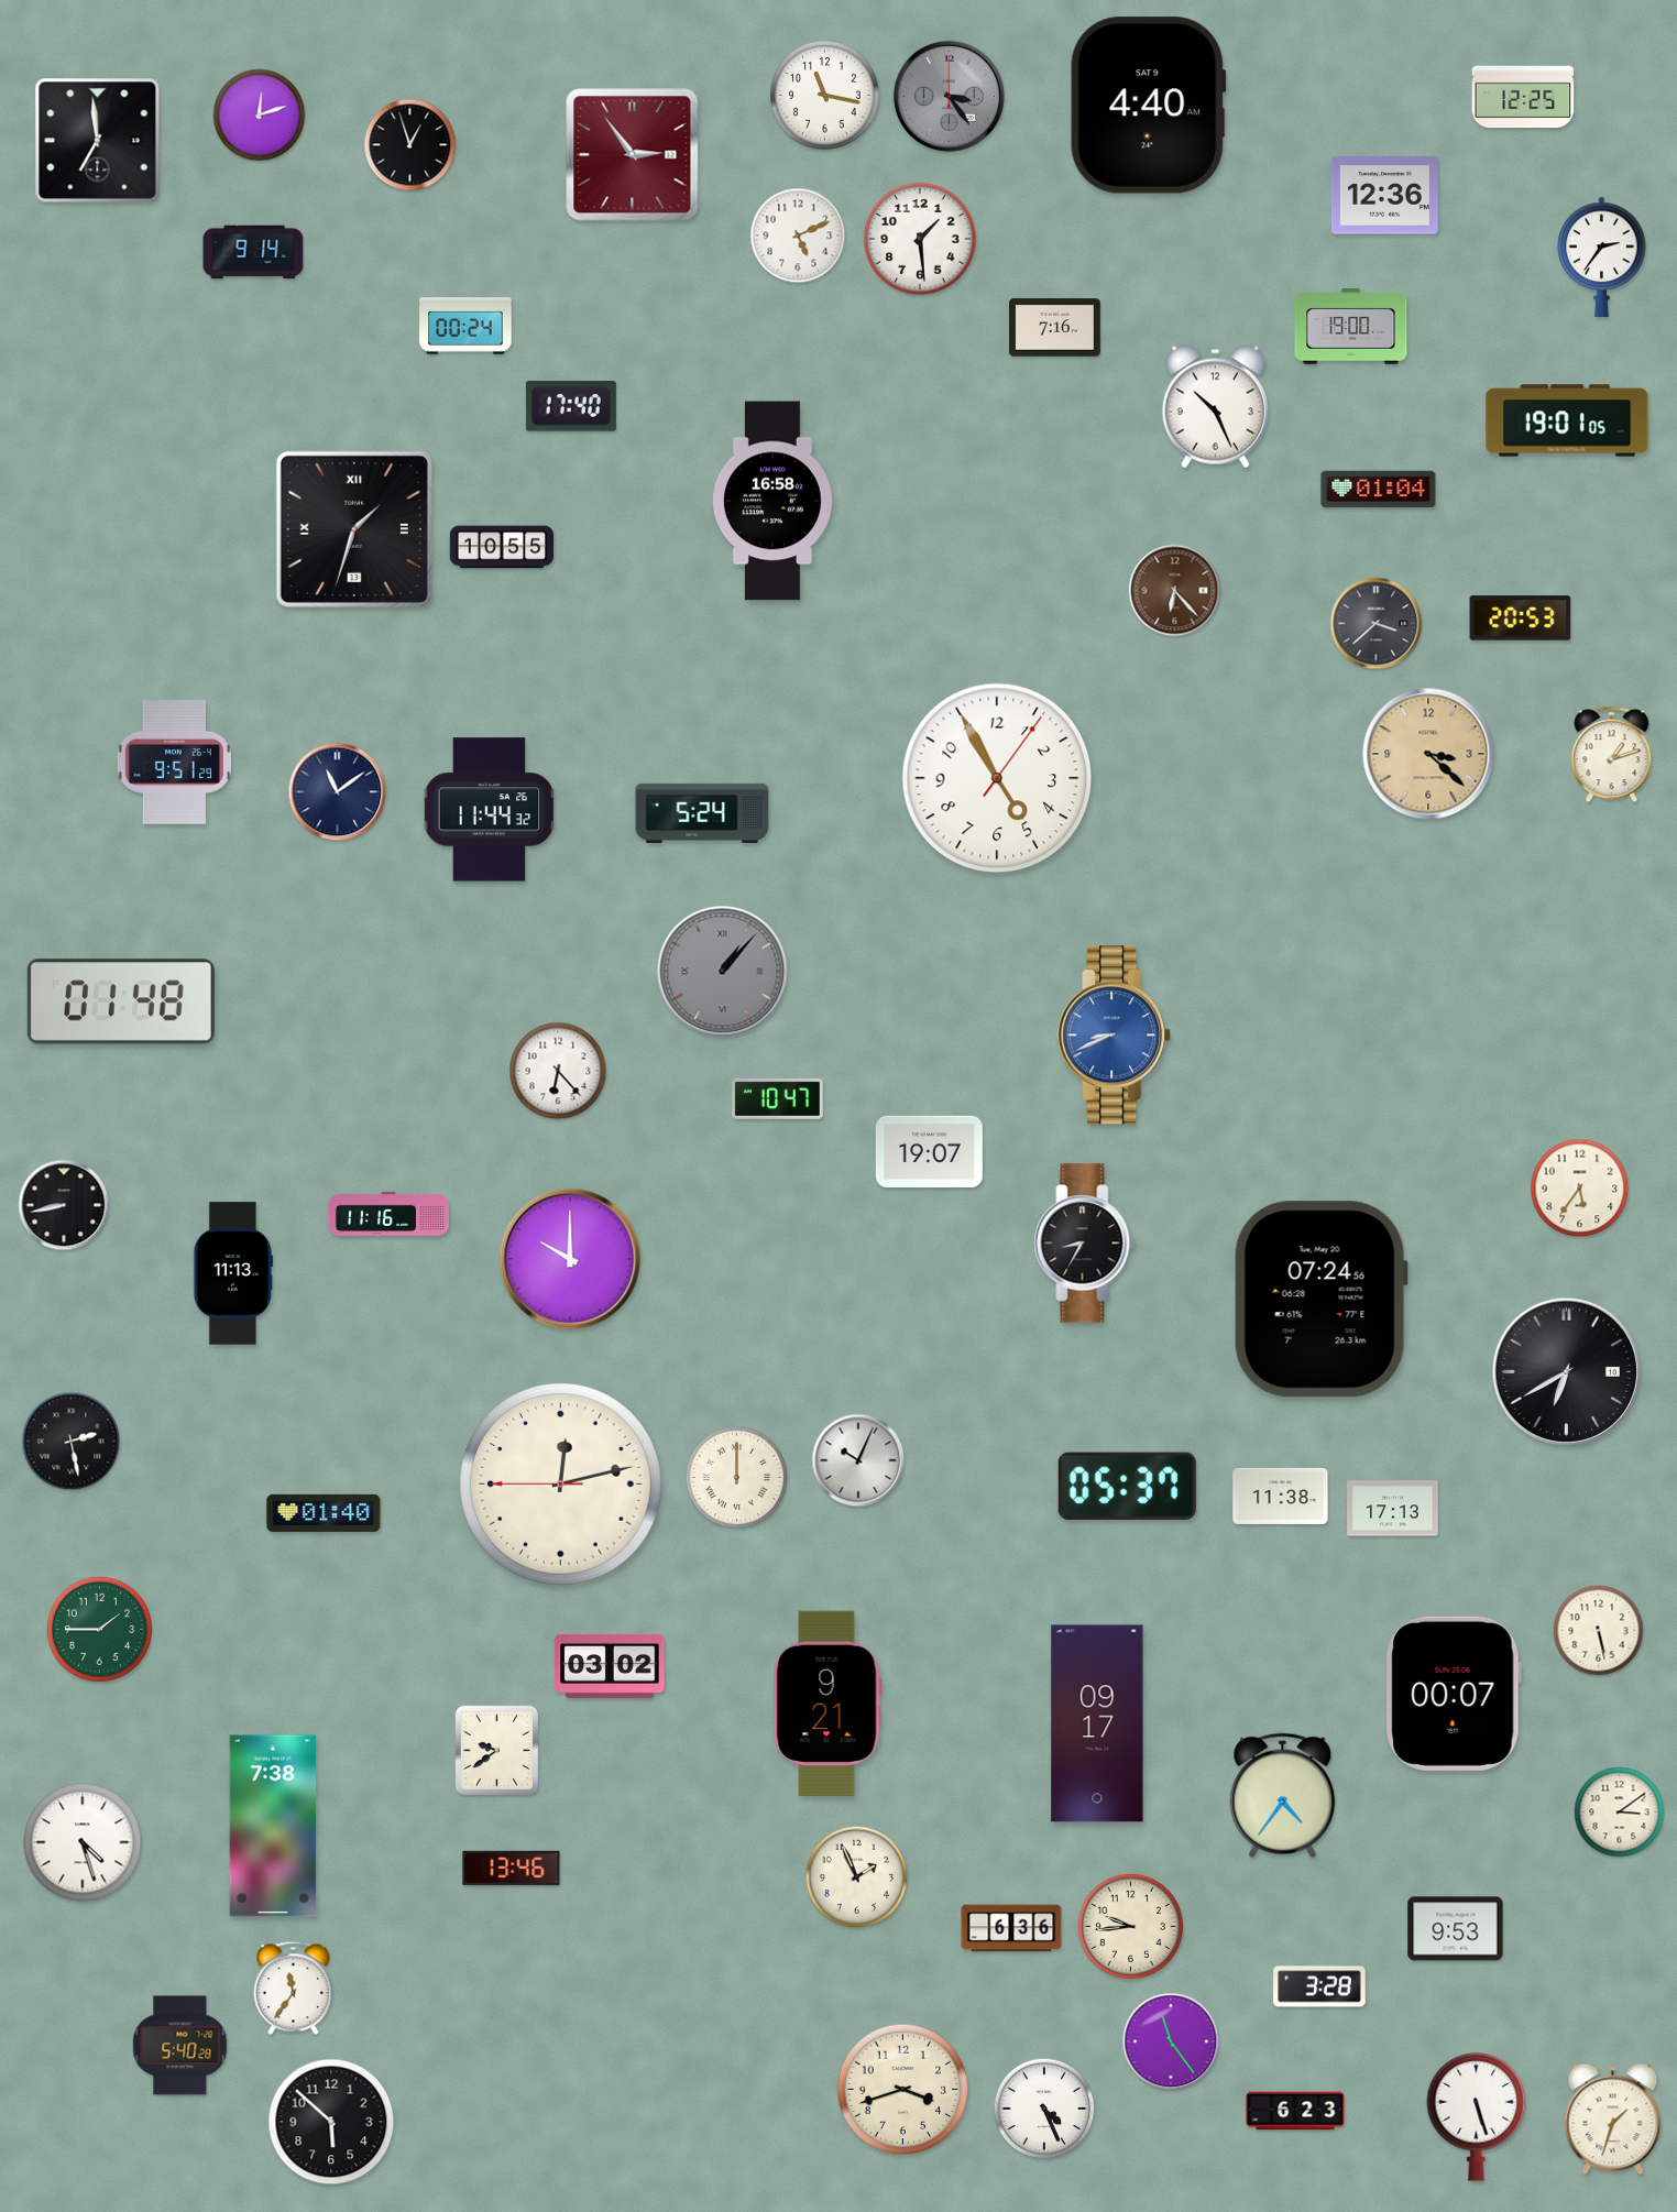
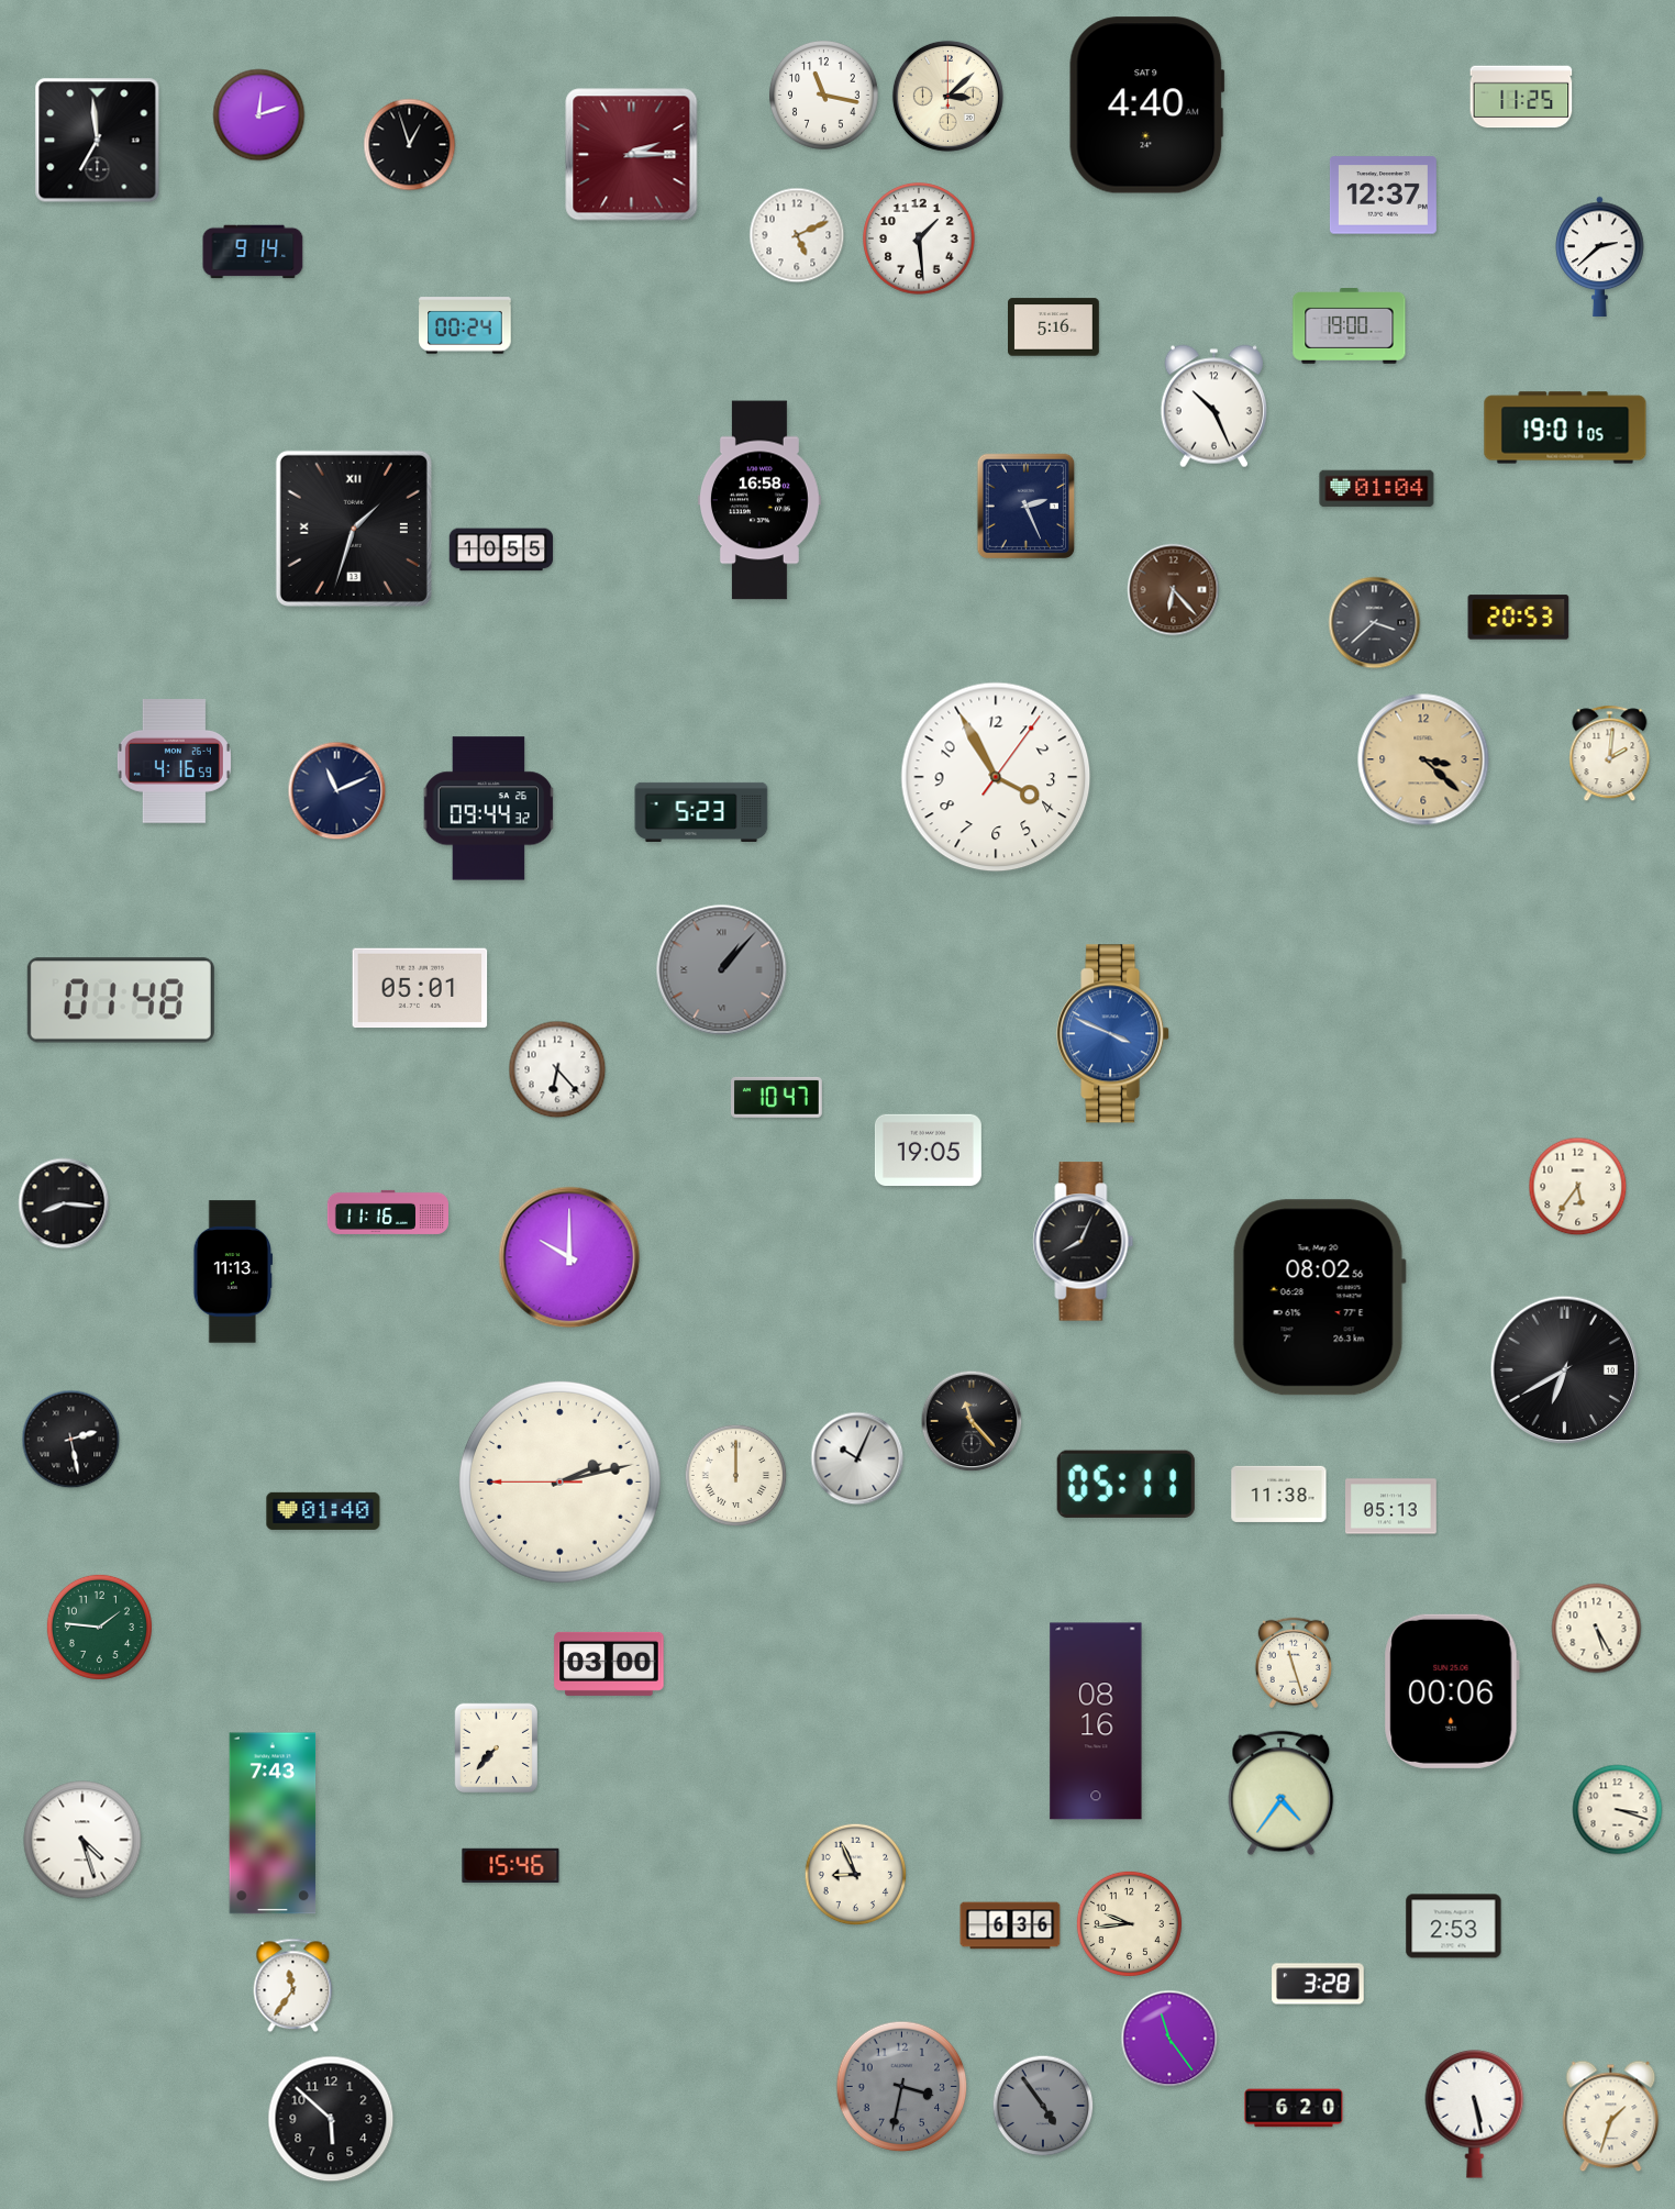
clock at (949, 96): 3:24 -> 3:08
clock at (949, 96) dial: grey -> cream
clock at (1523, 97): 12:25 -> 11:25
clock at (633, 155): 2:54 -> 2:15
clock at (1384, 196): 12:36 -> 12:37
clock at (1602, 256): 2:36 -> 2:38
clock at (1055, 328): 7:16 -> 5:16
clock at (571, 406): 17:40 -> none
clock at (1567, 420) position: (1567, 420) -> (1565, 428)
clock at (772, 501) position: (772, 501) -> (759, 500)
clock at (1027, 507): none -> 2:26
clock at (502, 547) position: (502, 547) -> (501, 550)
clock at (1428, 754) position: (1428, 754) -> (1423, 759)
clock at (1612, 755): 1:12 -> 2:01
clock at (174, 763): 9:51 -> 4:16
clock at (997, 778): 4:55 -> 3:55
clock at (338, 792): 11:09 -> 11:11
clock at (490, 810): 11:44 -> 09:44
clock at (702, 813): 5:24 -> 5:23
clock at (420, 988): none -> 05:01
clock at (1115, 1036): 8:41 -> 3:49
clock at (929, 1151): 19:07 -> 19:05
clock at (64, 1205): 8:43 -> 8:16
clock at (1085, 1244): 8:35 -> 8:04
clock at (1320, 1300): 07:24 -> 08:02
clock at (972, 1421): none -> 11:23
clock at (560, 1483): 12:12 -> 2:12
clock at (1127, 1486): 05:37 -> 05:11
clock at (1393, 1509): 17:13 -> 05:13
clock at (99, 1629): 1:45 -> 1:46
clock at (1599, 1631): 5:28 -> 5:25
clock at (1294, 1662): none -> 11:27
clock at (610, 1666): 03:02 -> 03:00
clock at (1454, 1694): 00:07 -> 00:06
clock at (827, 1704): 9:21 -> none
clock at (1097, 1723): 09:17 -> 08:16
clock at (497, 1751): 9:39 -> 7:37
clock at (1620, 1813): 3:09 -> 3:18
clock at (273, 1826): 7:38 -> 7:43
clock at (512, 1868): 13:46 -> 15:46
clock at (857, 1877): 1:56 -> 8:56
clock at (1456, 1929): 9:53 -> 2:53
clock at (180, 2046): 5:40 -> none
clock at (903, 2090): 3:42 -> 3:32
clock at (903, 2090) dial: cream -> grey
clock at (1044, 2109): 4:26 -> 4:54
clock at (1044, 2109) dial: white -> grey
clock at (1295, 2111): 6:23 -> 6:20
clock at (1477, 2116): 5:27 -> 5:28
